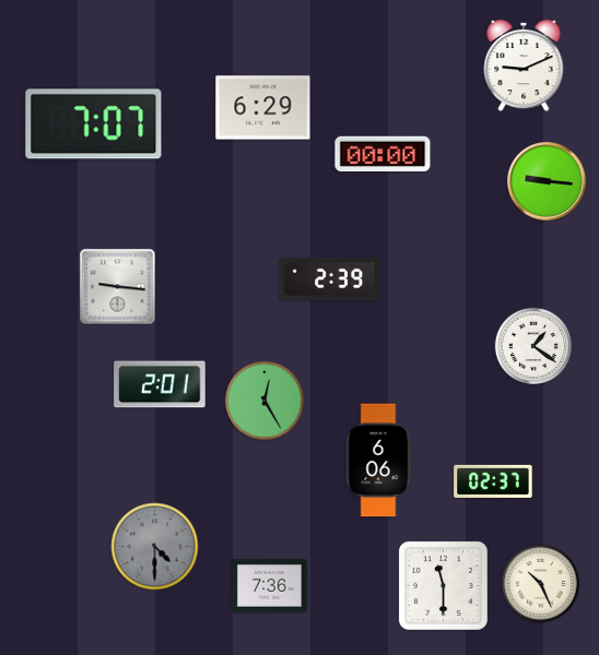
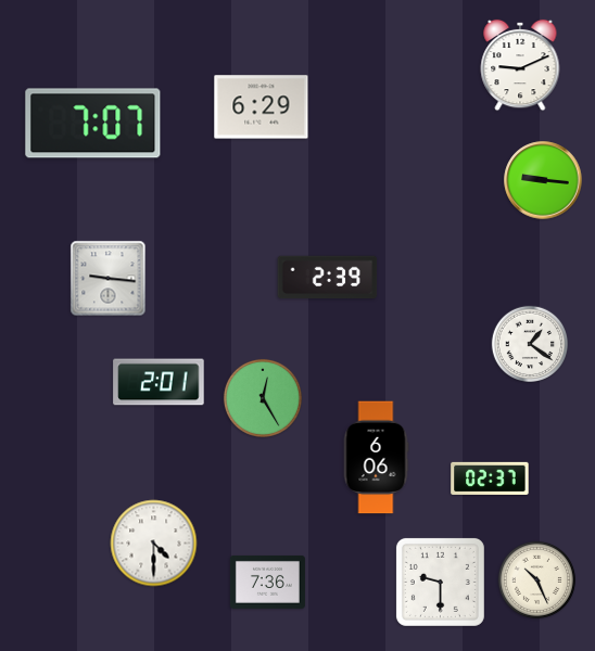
clock at (383, 154): 00:00 -> none
clock at (118, 287) position: (118, 287) -> (109, 279)
clock at (155, 547) dial: grey -> white
clock at (443, 585): 11:30 -> 9:30
